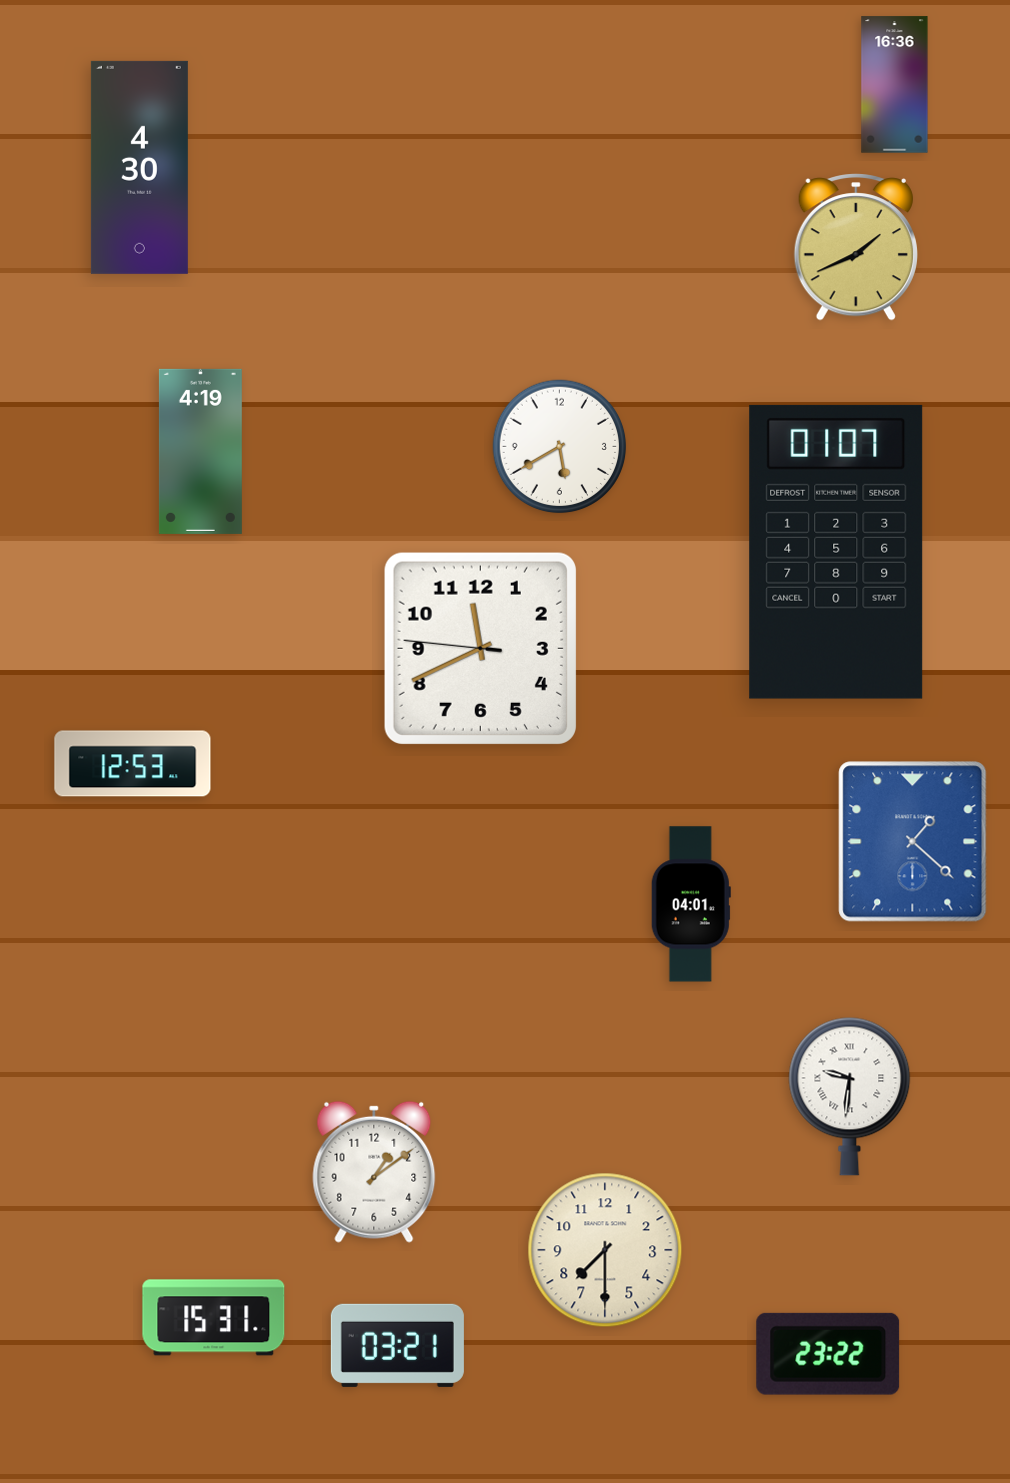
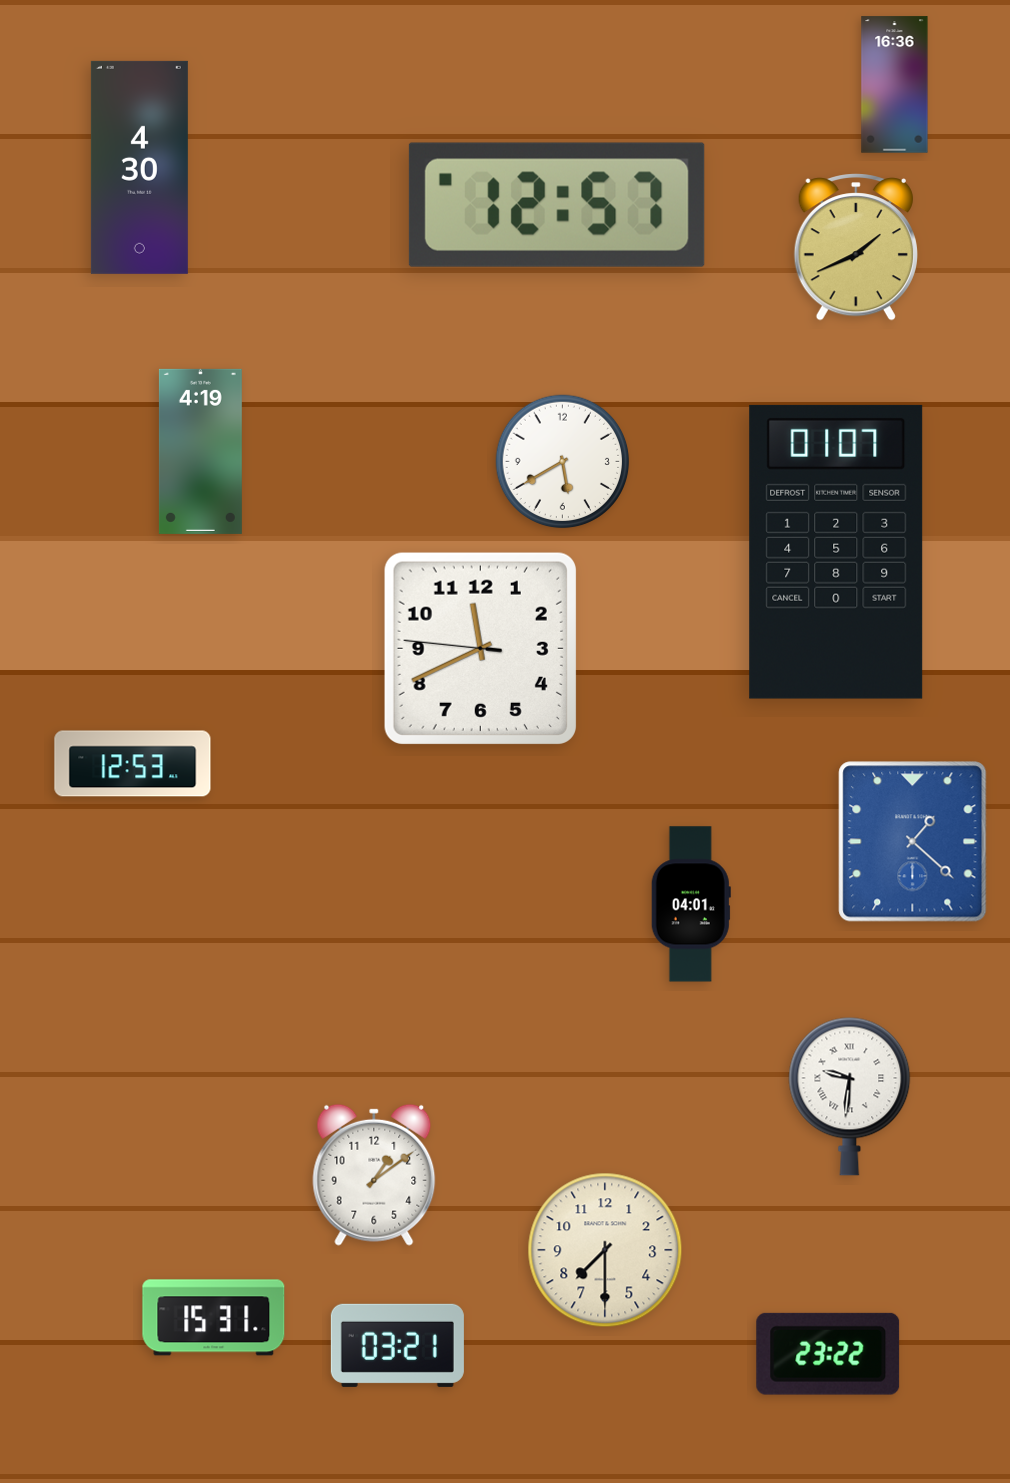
clock at (557, 205): none -> 12:57
clock at (560, 447) position: (560, 447) -> (563, 462)
clock at (374, 1172) position: (374, 1172) -> (374, 1175)
